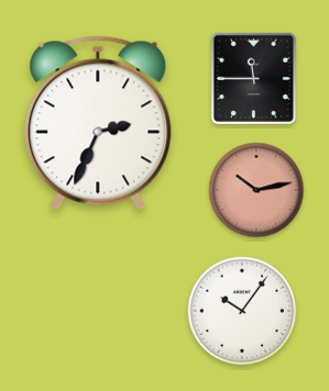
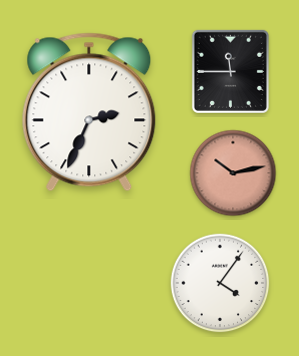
clock at (242, 311): 10:06 -> 4:06
